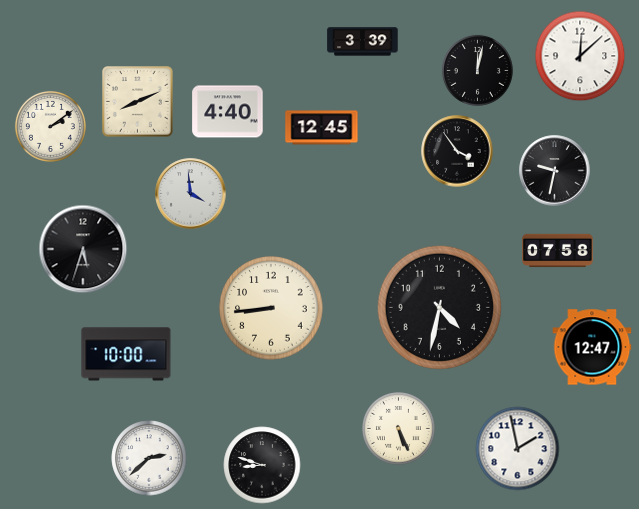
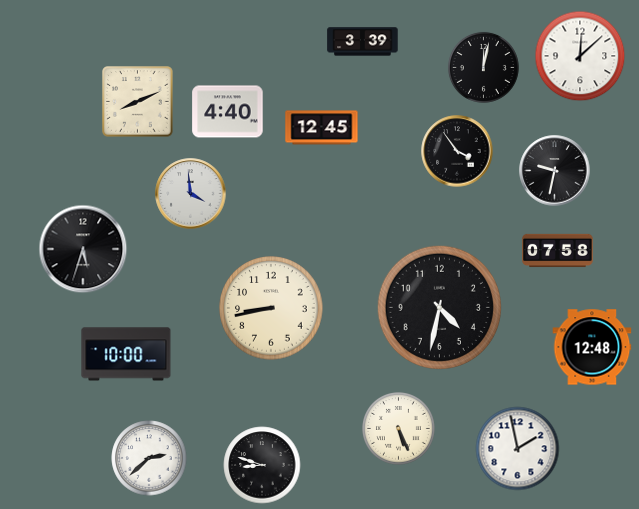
clock at (477, 70) position: (477, 70) -> (483, 67)
clock at (50, 126): 2:09 -> none
clock at (271, 308): 8:44 -> 8:43
clock at (592, 347): 12:47 -> 12:48
